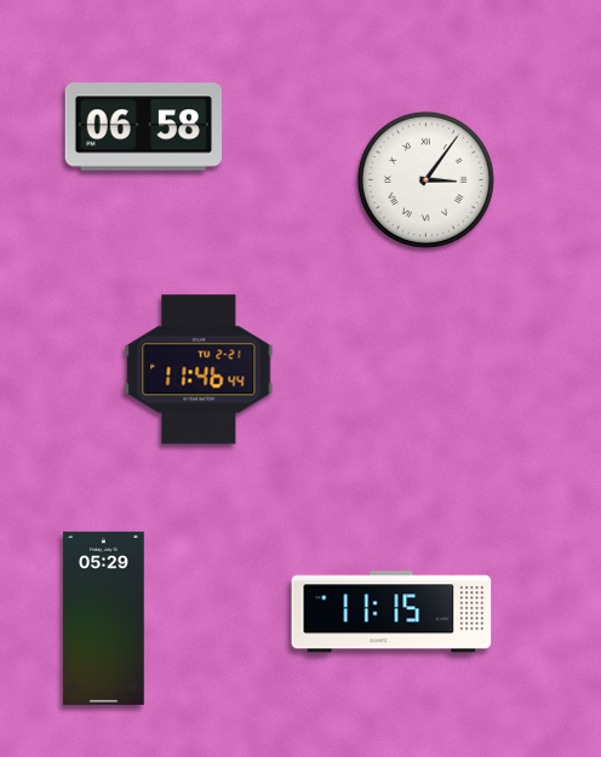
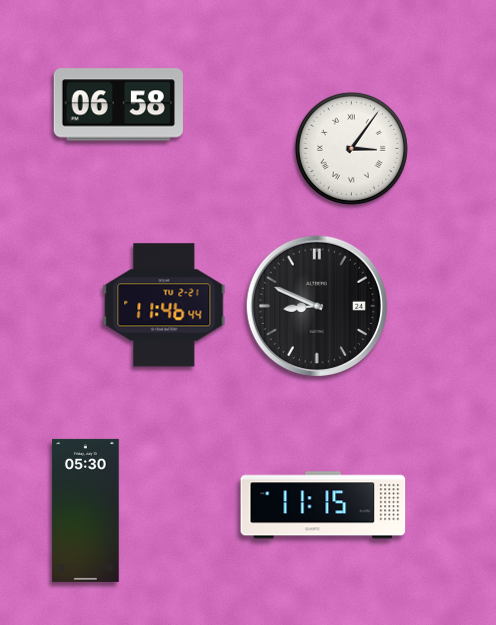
clock at (316, 305): none -> 8:49
clock at (104, 618): 05:29 -> 05:30
